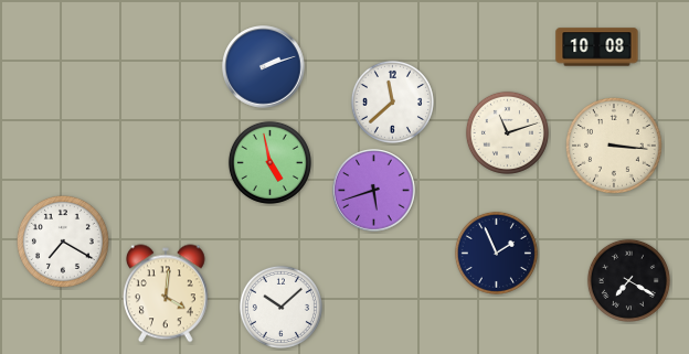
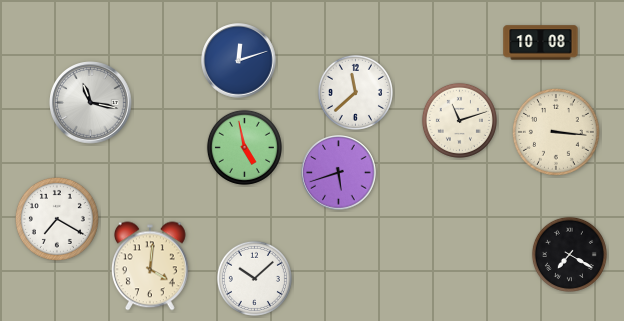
clock at (264, 67): 2:12 -> 12:12
clock at (91, 103): none -> 11:17
clock at (496, 253): 1:56 -> none
